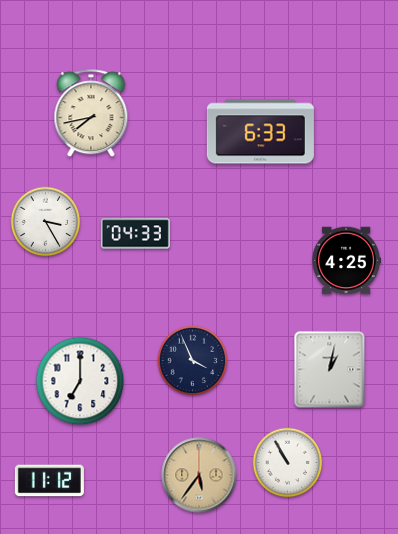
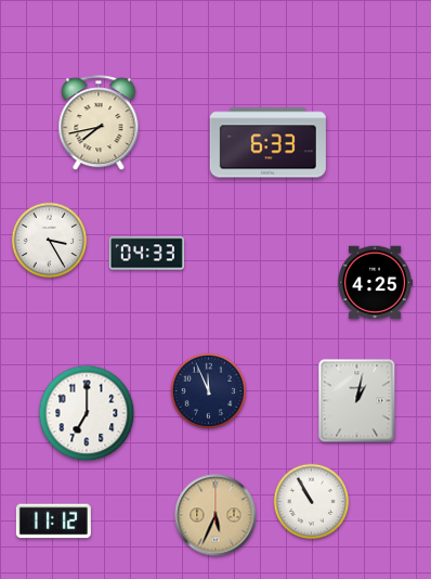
clock at (260, 132) position: (260, 132) -> (267, 143)
clock at (193, 361): 3:56 -> 11:56
clock at (199, 475): 5:36 -> 5:34
